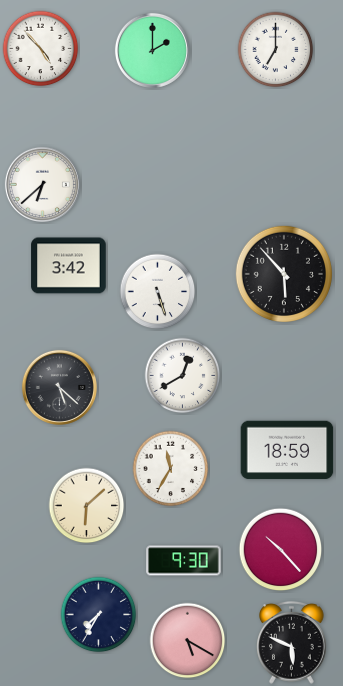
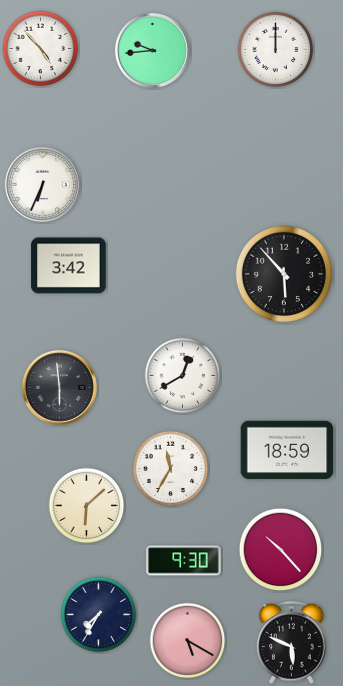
clock at (152, 50): 2:00 -> 9:44
clock at (276, 50): 7:00 -> 12:00
clock at (42, 184): 6:38 -> 6:34
clock at (158, 292): 5:27 -> none
clock at (59, 387): 5:22 -> 5:59
